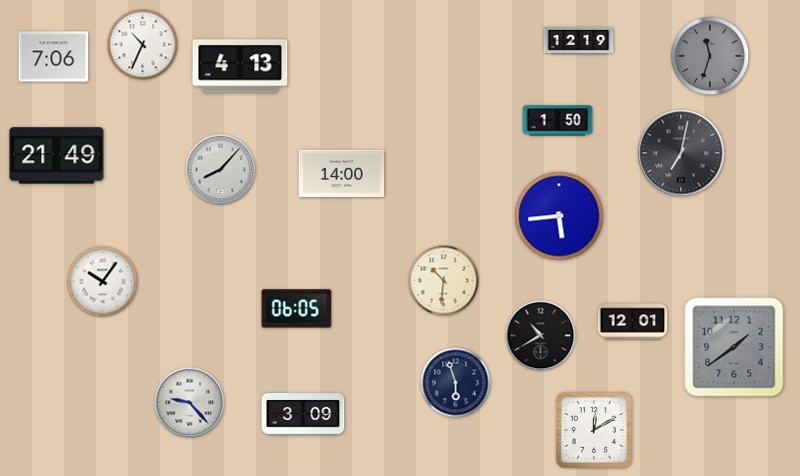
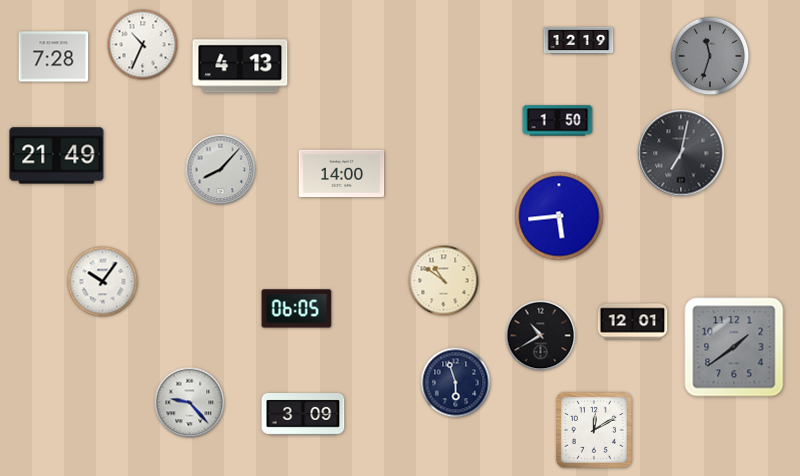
clock at (54, 57): 7:06 -> 7:28
clock at (444, 281): 10:31 -> 10:51
